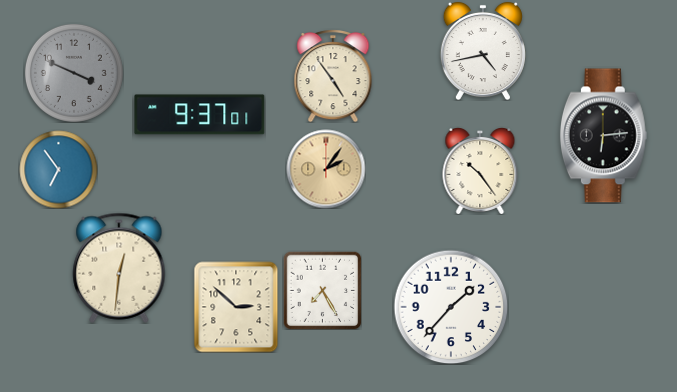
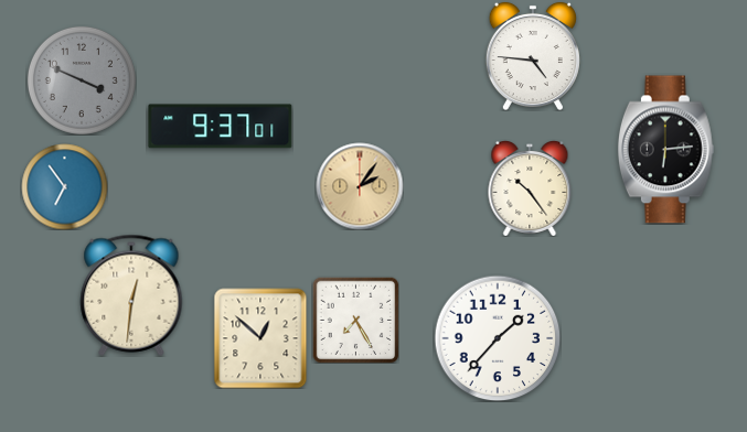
clock at (483, 51): 4:43 -> 4:46
clock at (333, 76): 4:54 -> none
clock at (236, 307): 2:52 -> 12:52
